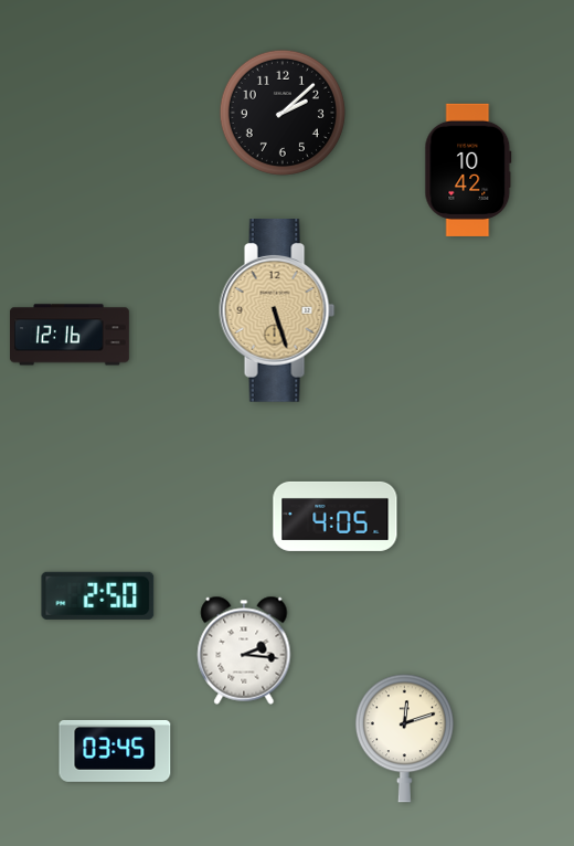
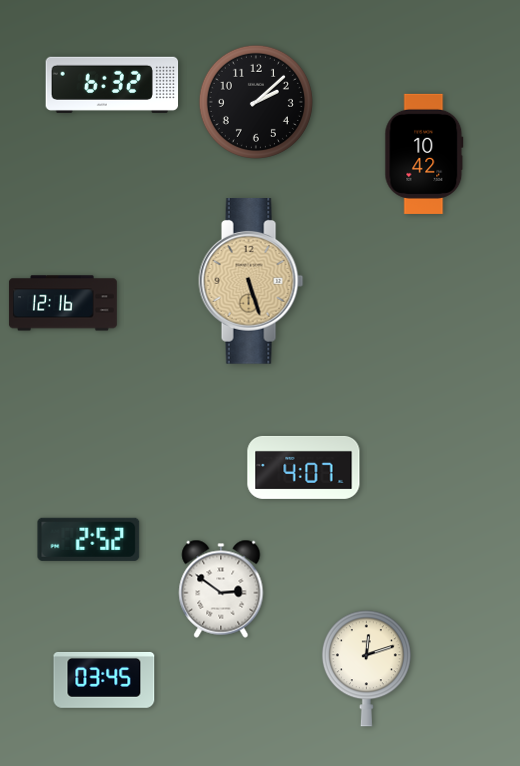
clock at (112, 85): none -> 6:32
clock at (336, 516): 4:05 -> 4:07
clock at (98, 595): 2:50 -> 2:52
clock at (244, 651): 2:16 -> 2:51
